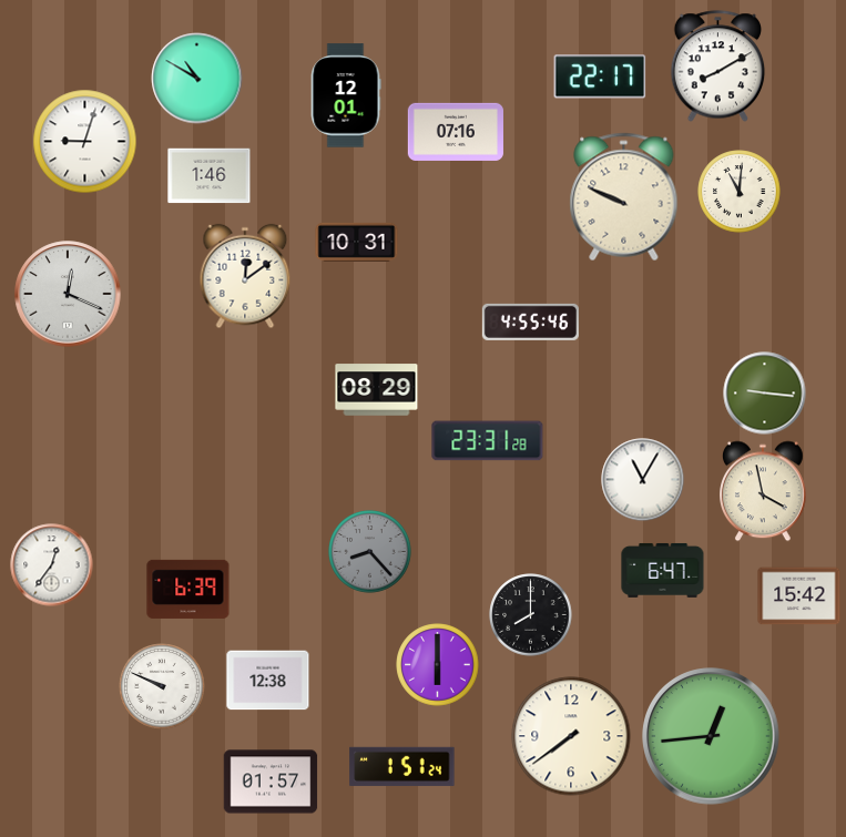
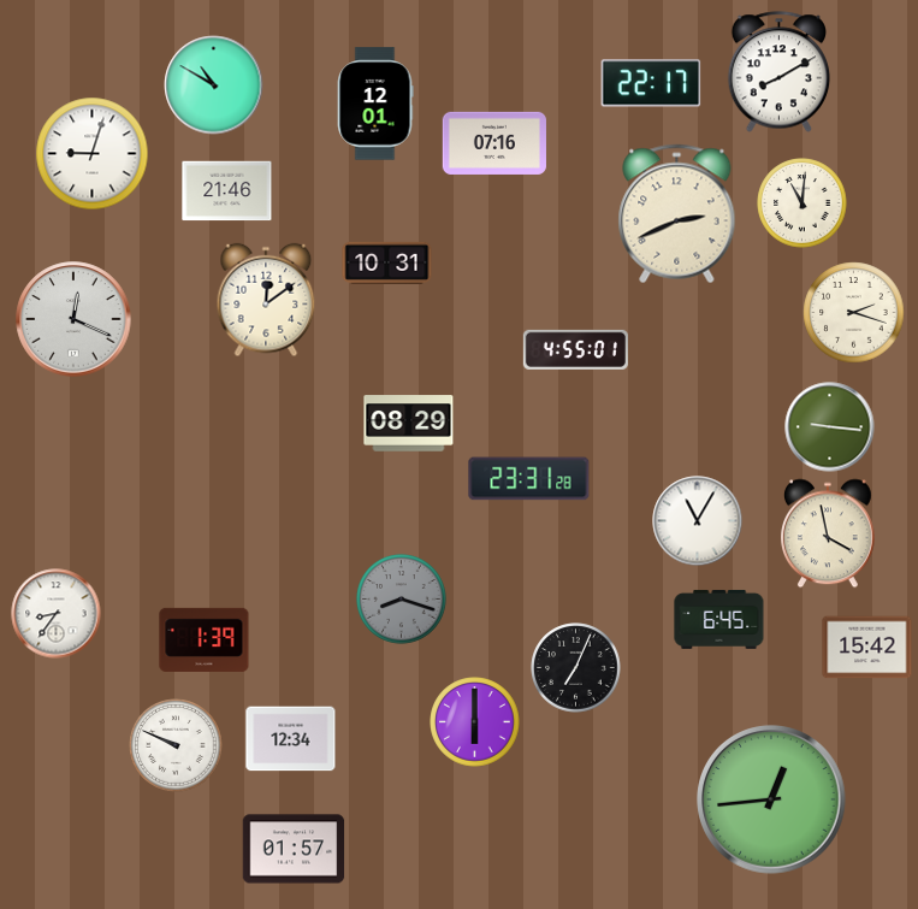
clock at (210, 176): 1:46 -> 21:46
clock at (740, 192) position: (740, 192) -> (802, 203)
clock at (624, 197): 9:49 -> 2:41
clock at (854, 313): none -> 2:18
clock at (530, 321): 4:55:46 -> 4:55:01
clock at (370, 552): 8:23 -> 8:18
clock at (52, 565): 12:36 -> 8:36
clock at (663, 570): 6:47 -> 6:45
clock at (188, 589): 6:39 -> 1:39
clock at (531, 615): 8:00 -> 7:04
clock at (268, 681): 12:38 -> 12:34
clock at (571, 736): 7:39 -> none
clock at (402, 766): 1:51 -> none
